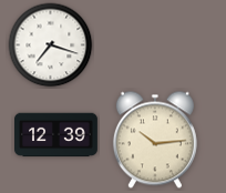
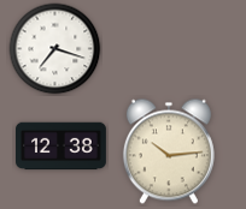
clock at (56, 135): 12:39 -> 12:38
